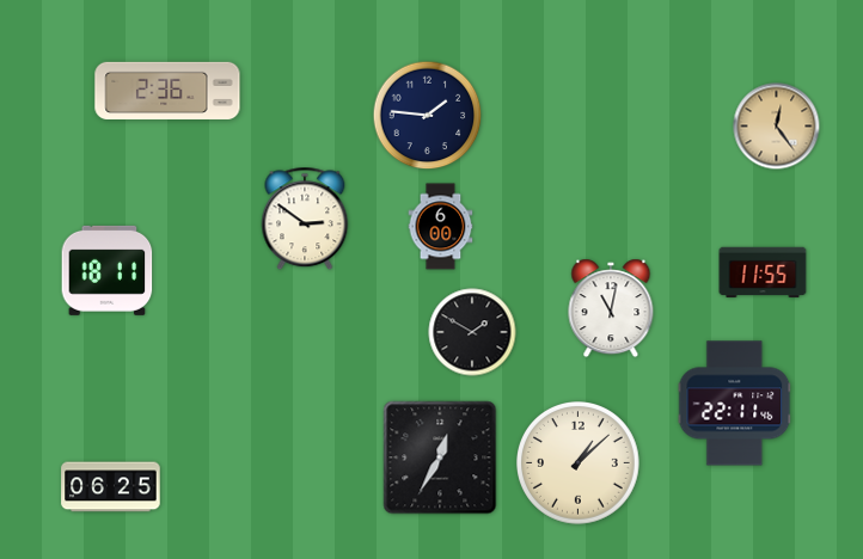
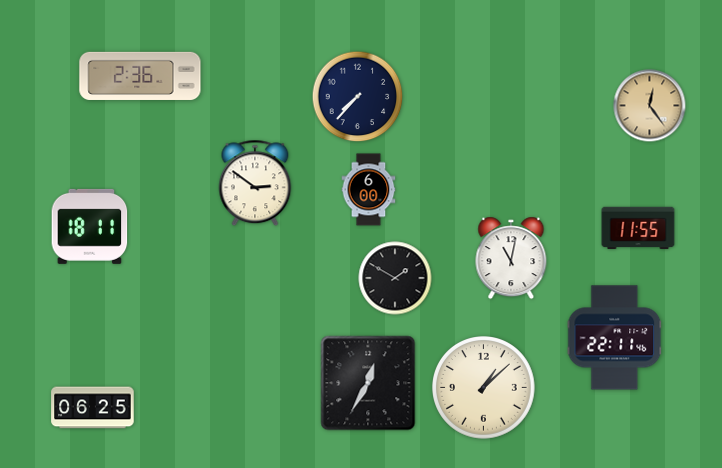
clock at (428, 116): 1:46 -> 7:37
